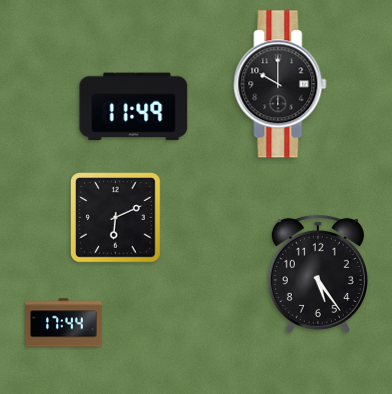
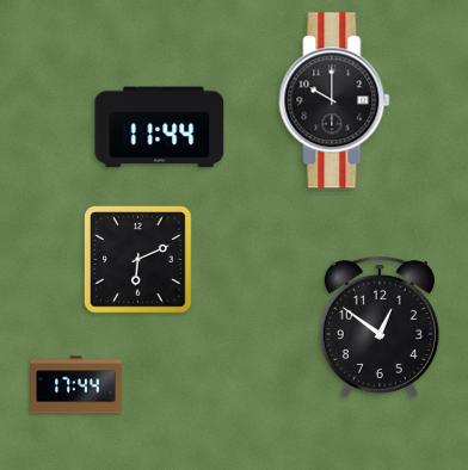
clock at (134, 107): 11:49 -> 11:44
clock at (318, 274): 5:24 -> 12:51
